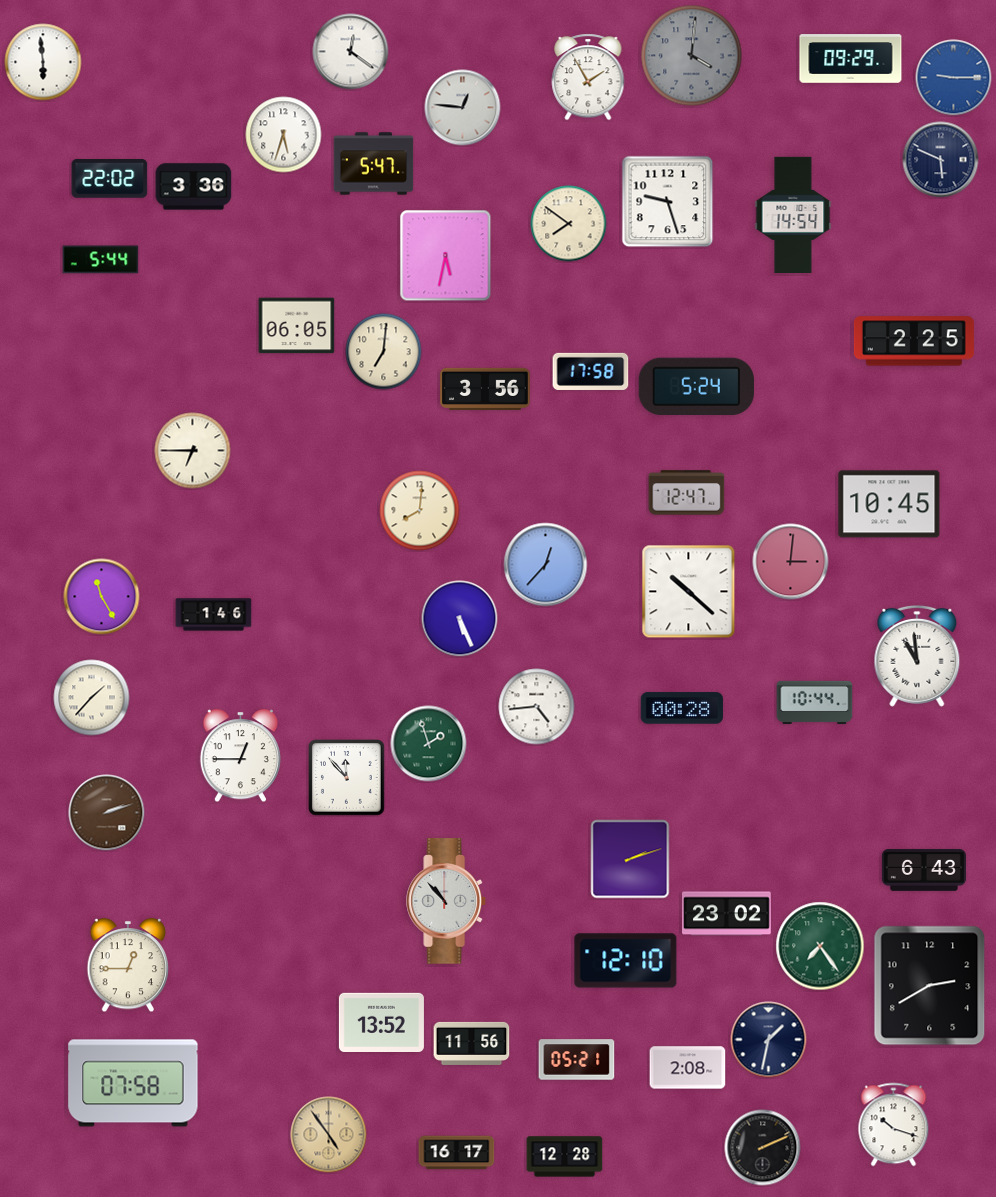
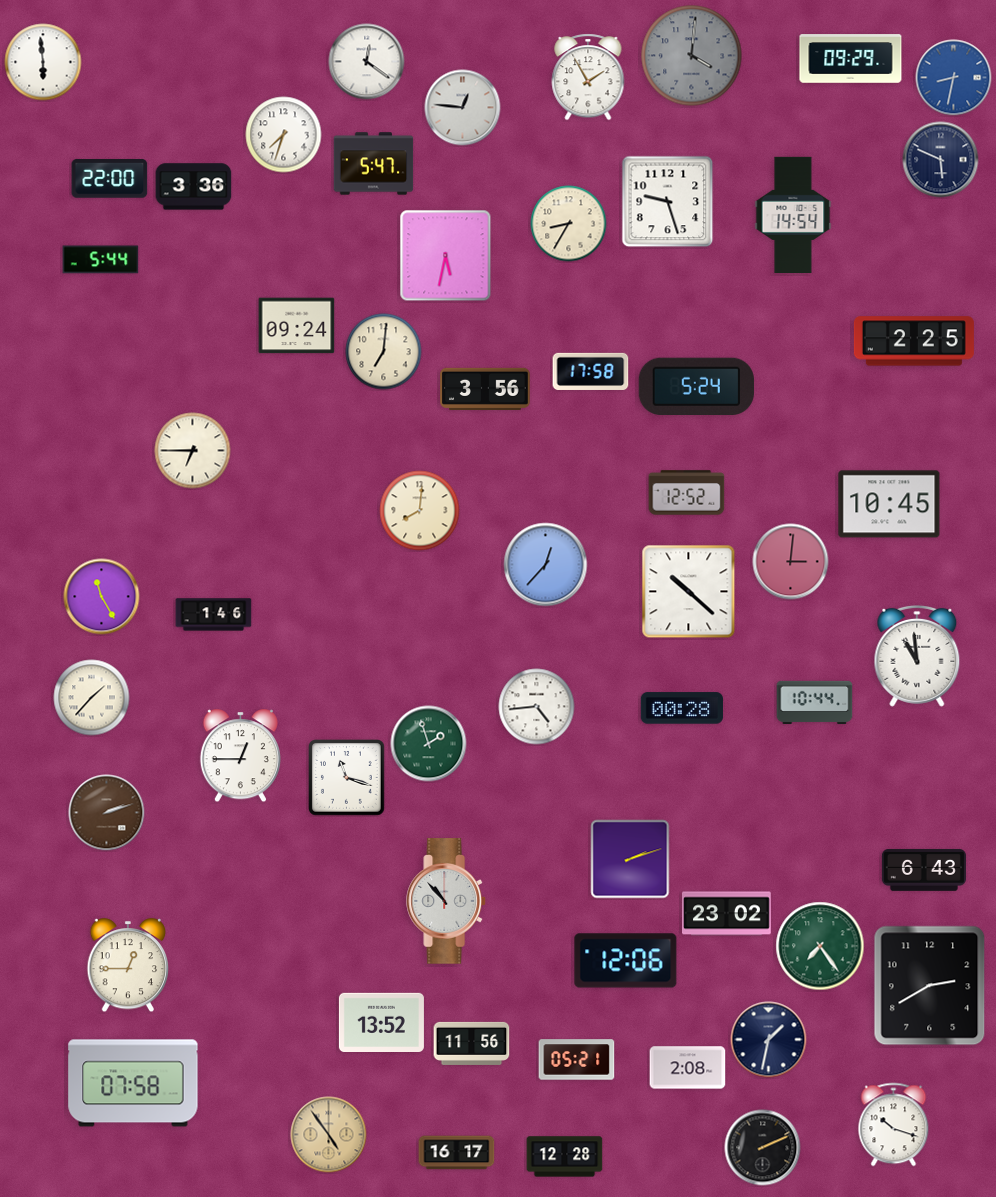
clock at (351, 52) position: (351, 52) -> (367, 62)
clock at (954, 78): 9:15 -> 8:32
clock at (284, 135): 5:33 -> 7:33
clock at (110, 179): 22:02 -> 22:00
clock at (569, 224): 7:51 -> 8:35
clock at (297, 326): 06:05 -> 09:24
clock at (687, 493): 12:47 -> 12:52
clock at (460, 619): 5:26 -> none
clock at (347, 778): 11:53 -> 11:18
clock at (626, 961): 12:10 -> 12:06
